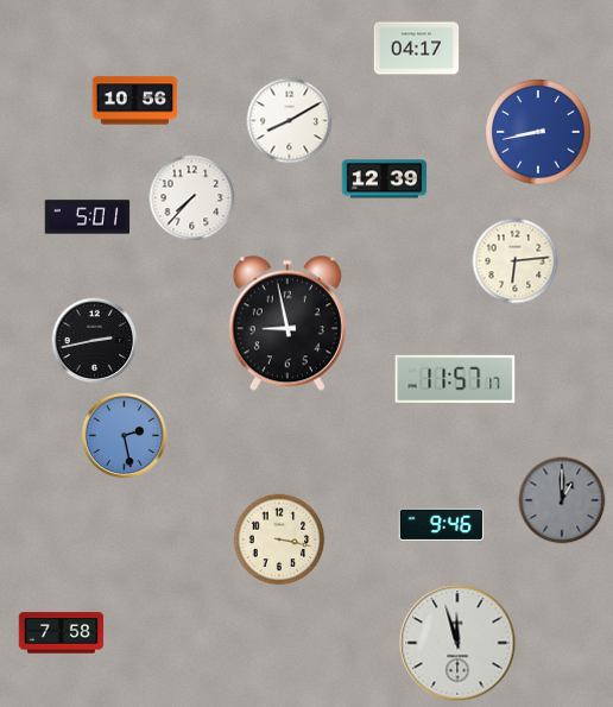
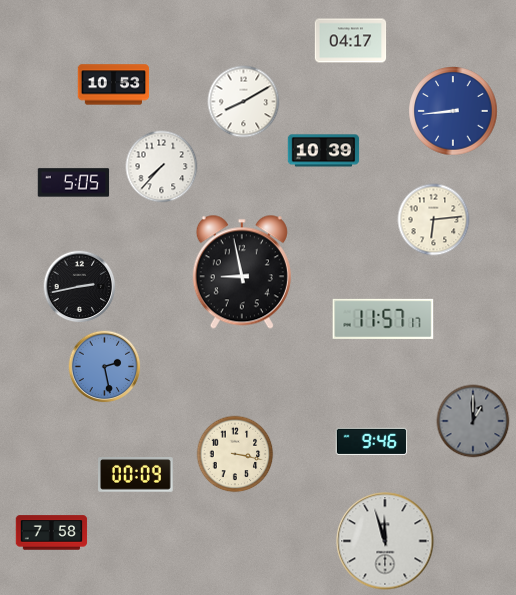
clock at (135, 101): 10:56 -> 10:53
clock at (538, 132): 8:43 -> 8:44
clock at (385, 179): 12:39 -> 10:39
clock at (88, 217): 5:01 -> 5:05
clock at (136, 475): none -> 00:09
